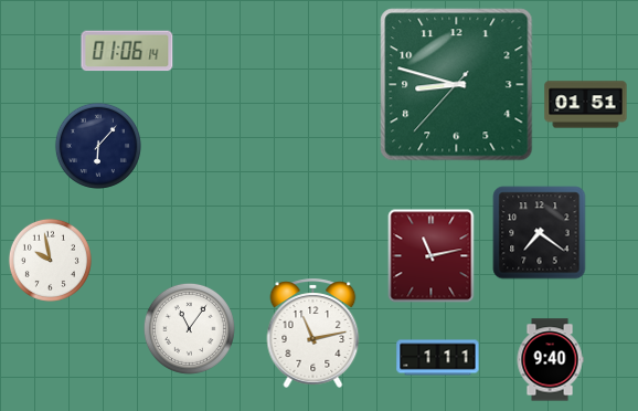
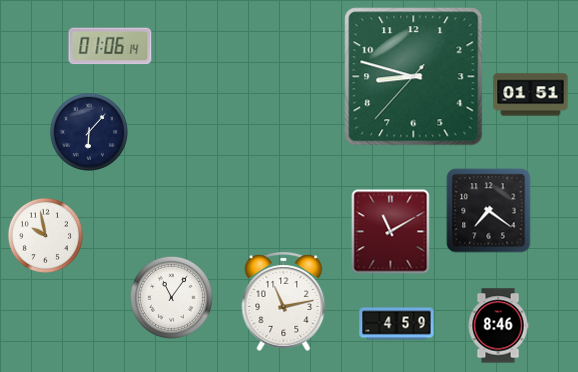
clock at (127, 51) position: (127, 51) -> (110, 46)
clock at (432, 256): 11:13 -> 11:10
clock at (438, 358): 1:11 -> 4:59
clock at (550, 360): 9:40 -> 8:46
